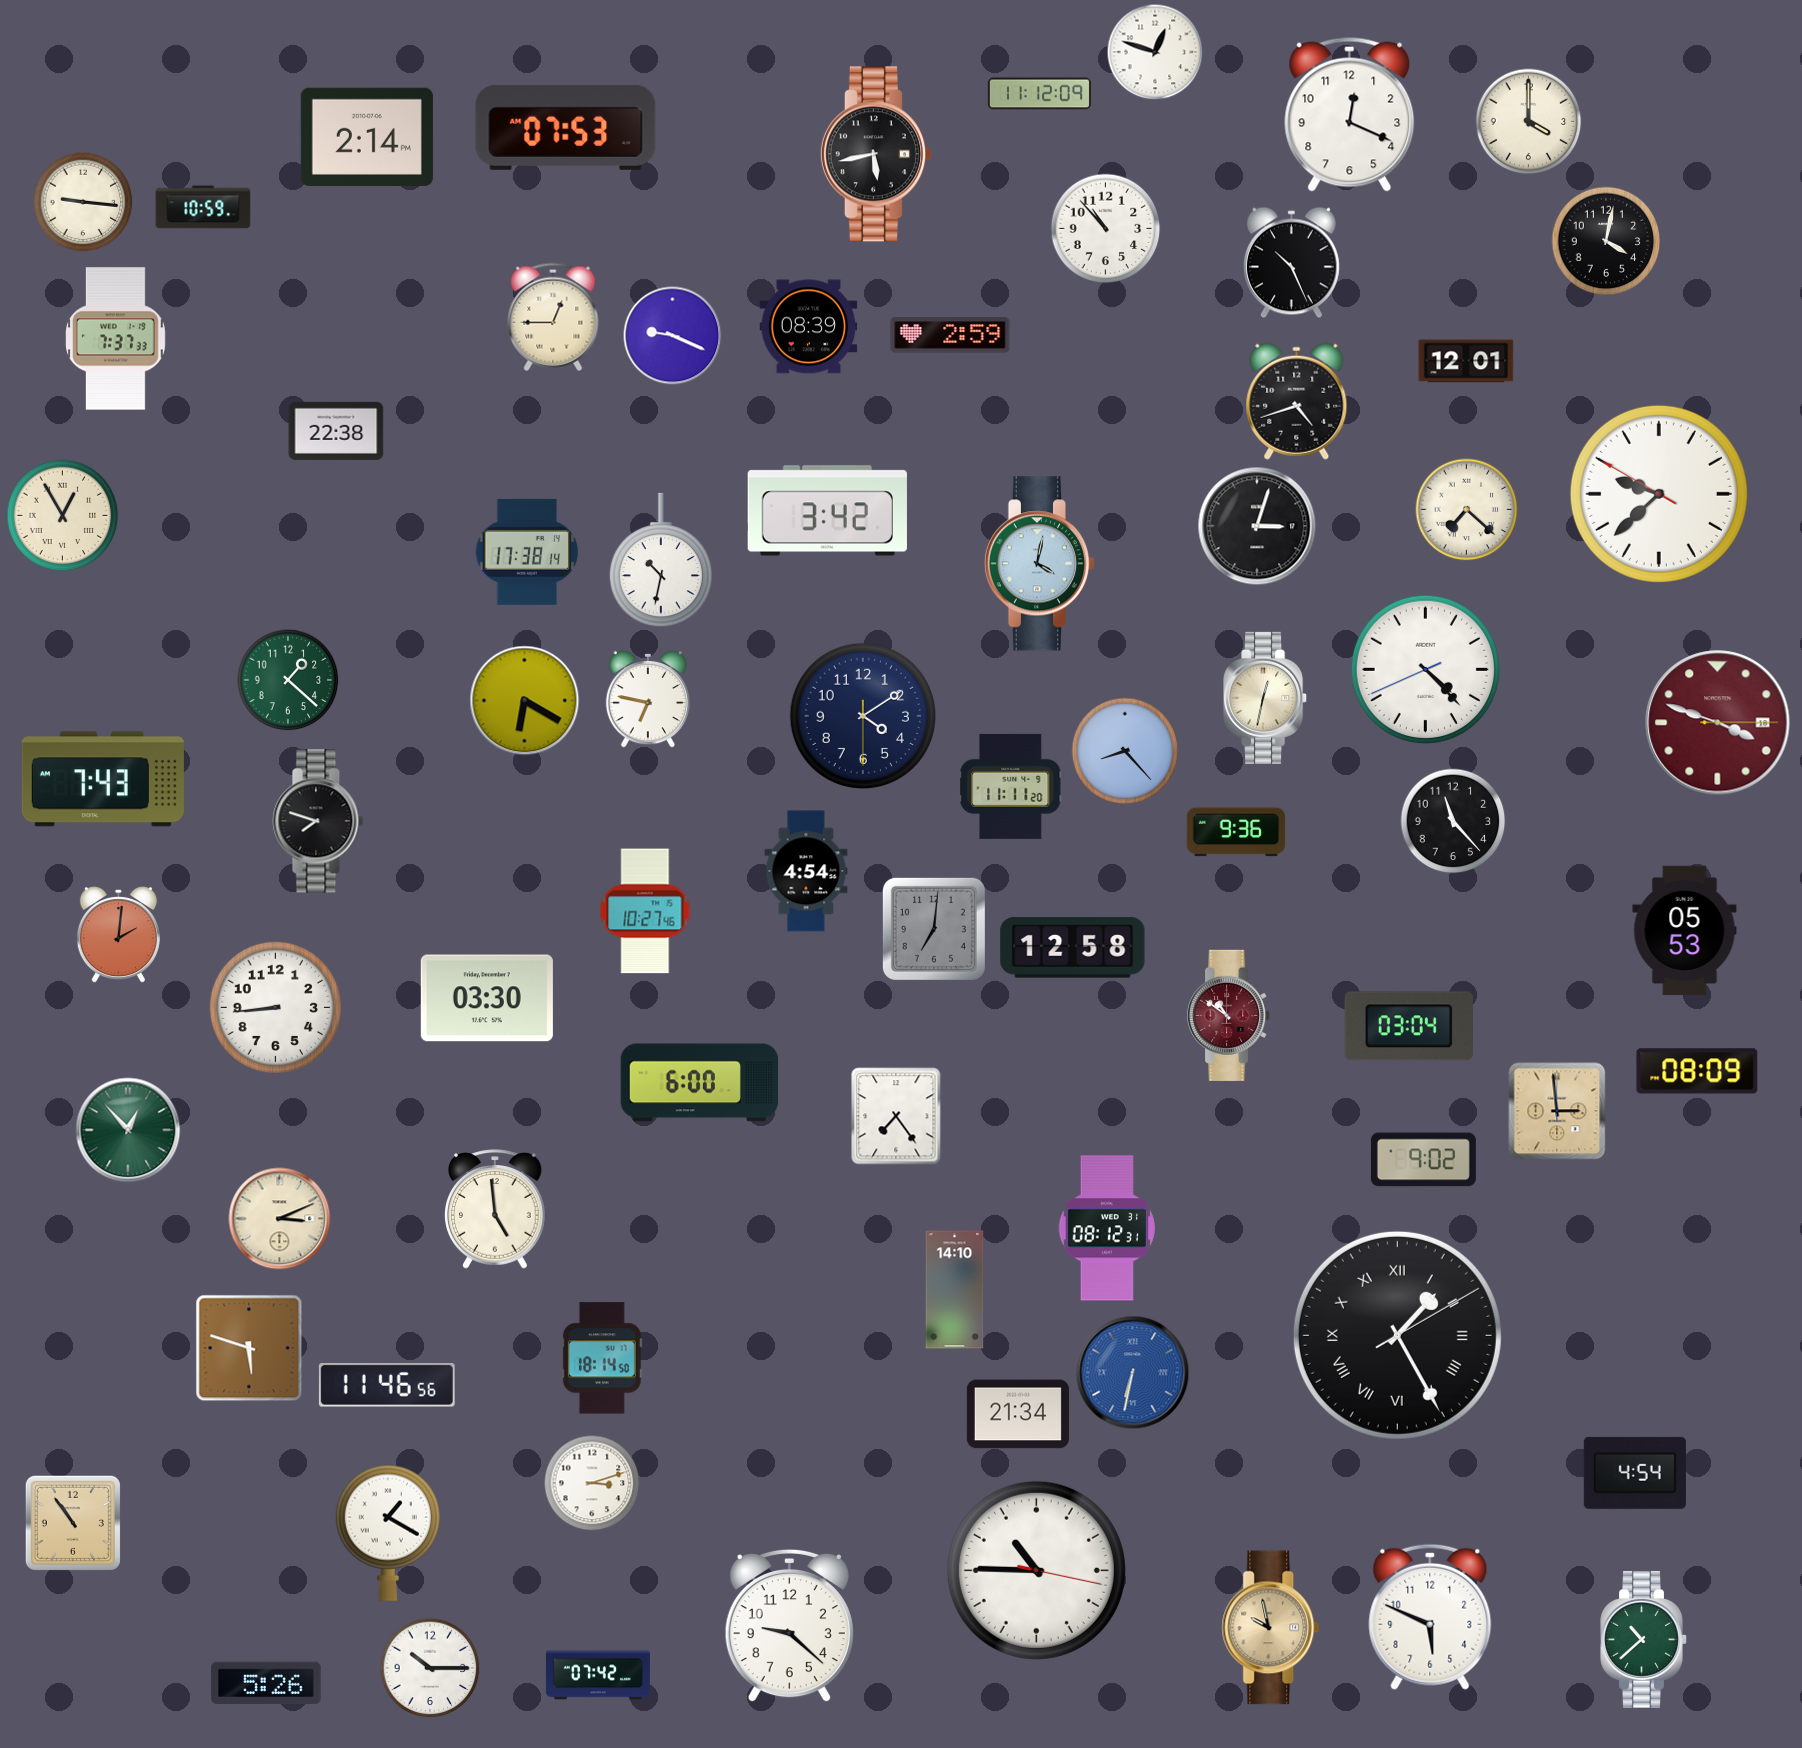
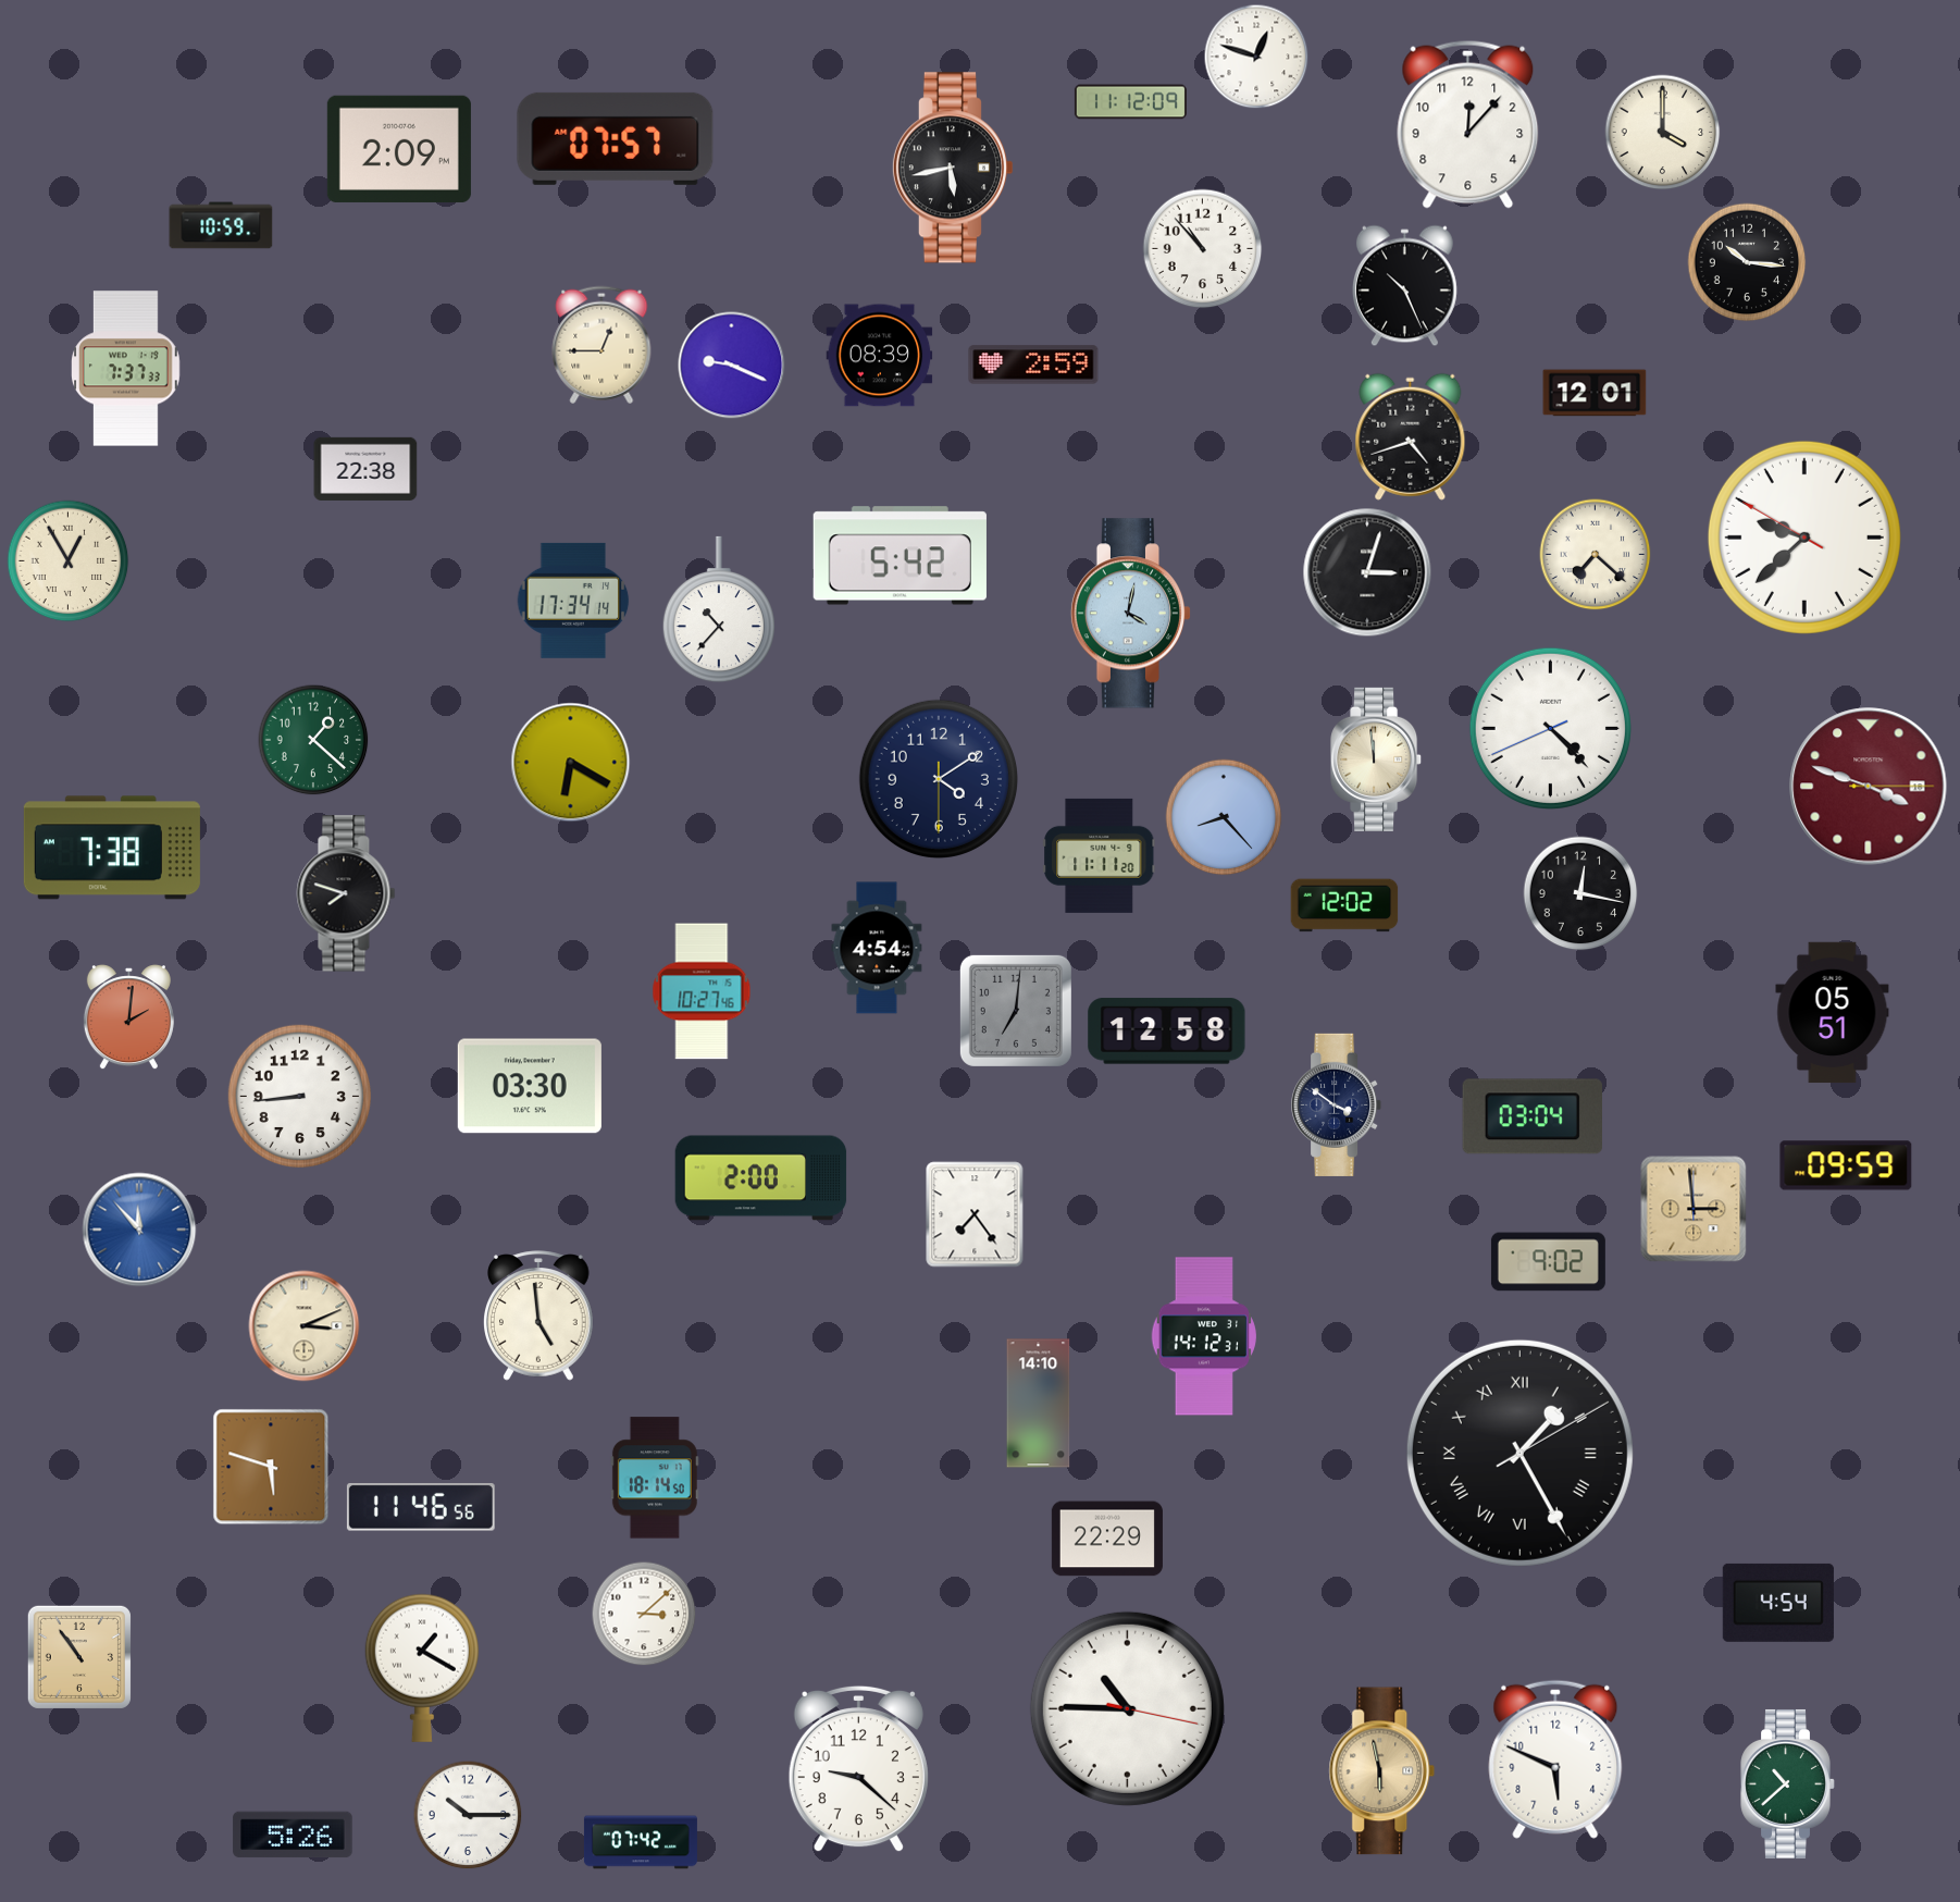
clock at (1350, 114): 12:19 -> 12:07
clock at (566, 127): 07:53 -> 07:57
clock at (367, 137): 2:14 -> 2:09
clock at (83, 202): 9:16 -> none
clock at (1606, 241): 4:02 -> 10:16
clock at (827, 511): 3:42 -> 5:42
clock at (527, 552): 17:38 -> 17:34
clock at (661, 560): 10:32 -> 10:37
clock at (1266, 698): 12:32 -> 11:59
clock at (647, 699): 6:47 -> none
clock at (103, 779): 7:43 -> 7:38
clock at (1453, 821): 11:23 -> 12:17
clock at (1236, 832): 9:36 -> 12:02
clock at (1685, 931): 05:53 -> 05:51
clock at (1229, 1015): 10:51 -> 3:51
clock at (1229, 1015) dial: burgundy -> navy
clock at (1697, 1071): 08:09 -> 09:59
clock at (700, 1083): 6:00 -> 2:00
clock at (128, 1130): 12:53 -> 11:53
clock at (128, 1130) dial: green -> blue
clock at (1106, 1228): 08:12 -> 14:12
clock at (1133, 1373): 6:32 -> none
clock at (1018, 1414): 21:34 -> 22:29
clock at (592, 1483): 3:12 -> 3:08
clock at (1271, 1628): 9:58 -> 5:58
clock at (598, 1675) position: (598, 1675) -> (641, 1842)
clock at (266, 1683) position: (266, 1683) -> (293, 1835)
